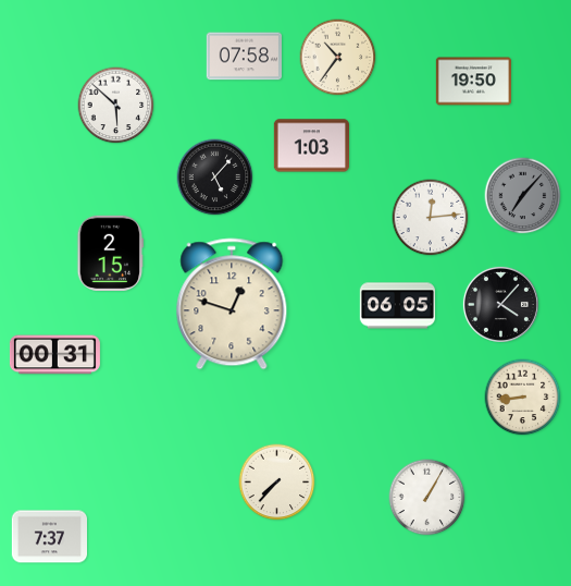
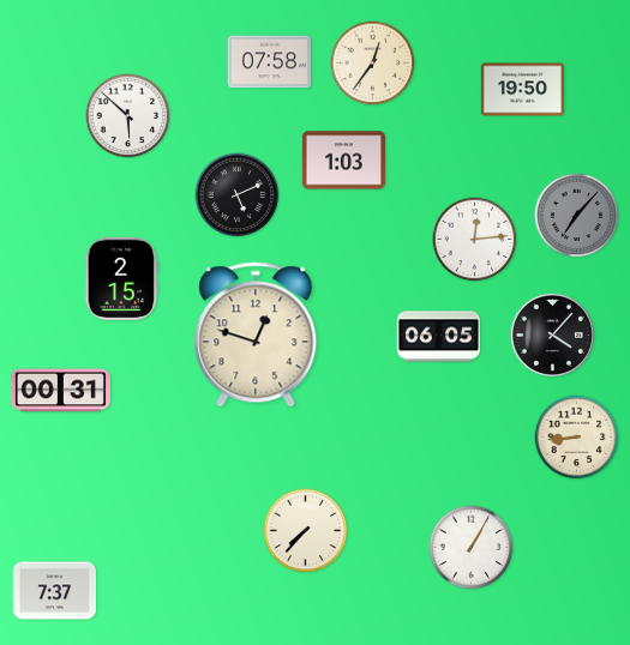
clock at (338, 58): 10:36 -> 12:36
clock at (215, 178): 5:07 -> 5:11
